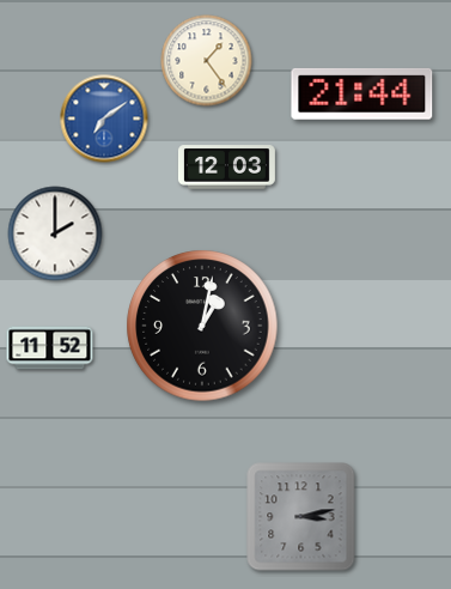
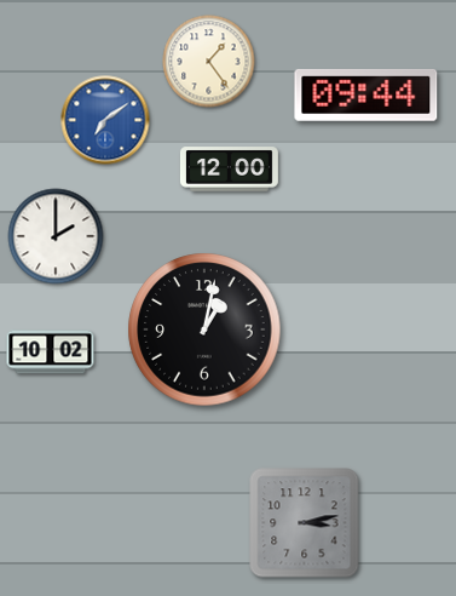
clock at (362, 93): 21:44 -> 09:44
clock at (227, 168): 12:03 -> 12:00
clock at (50, 348): 11:52 -> 10:02
